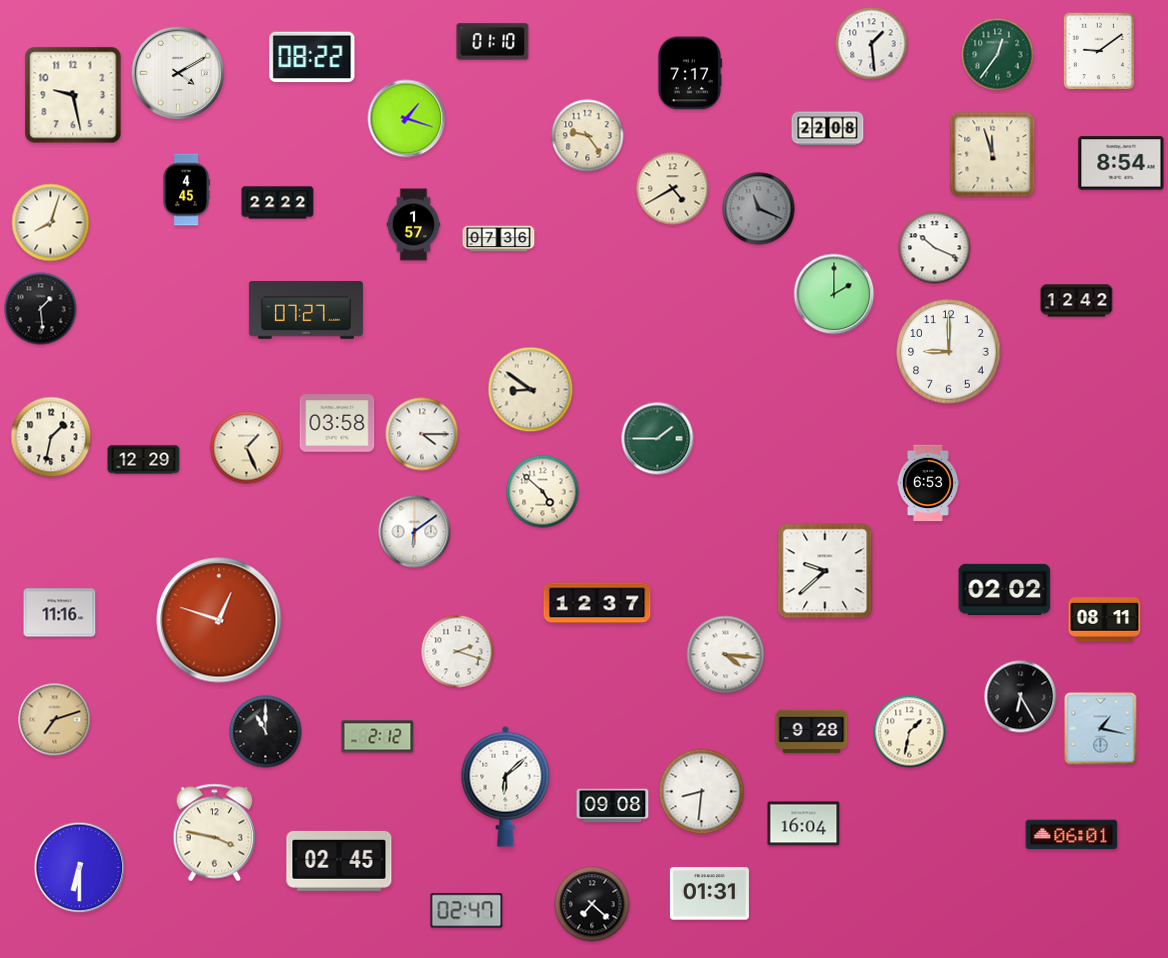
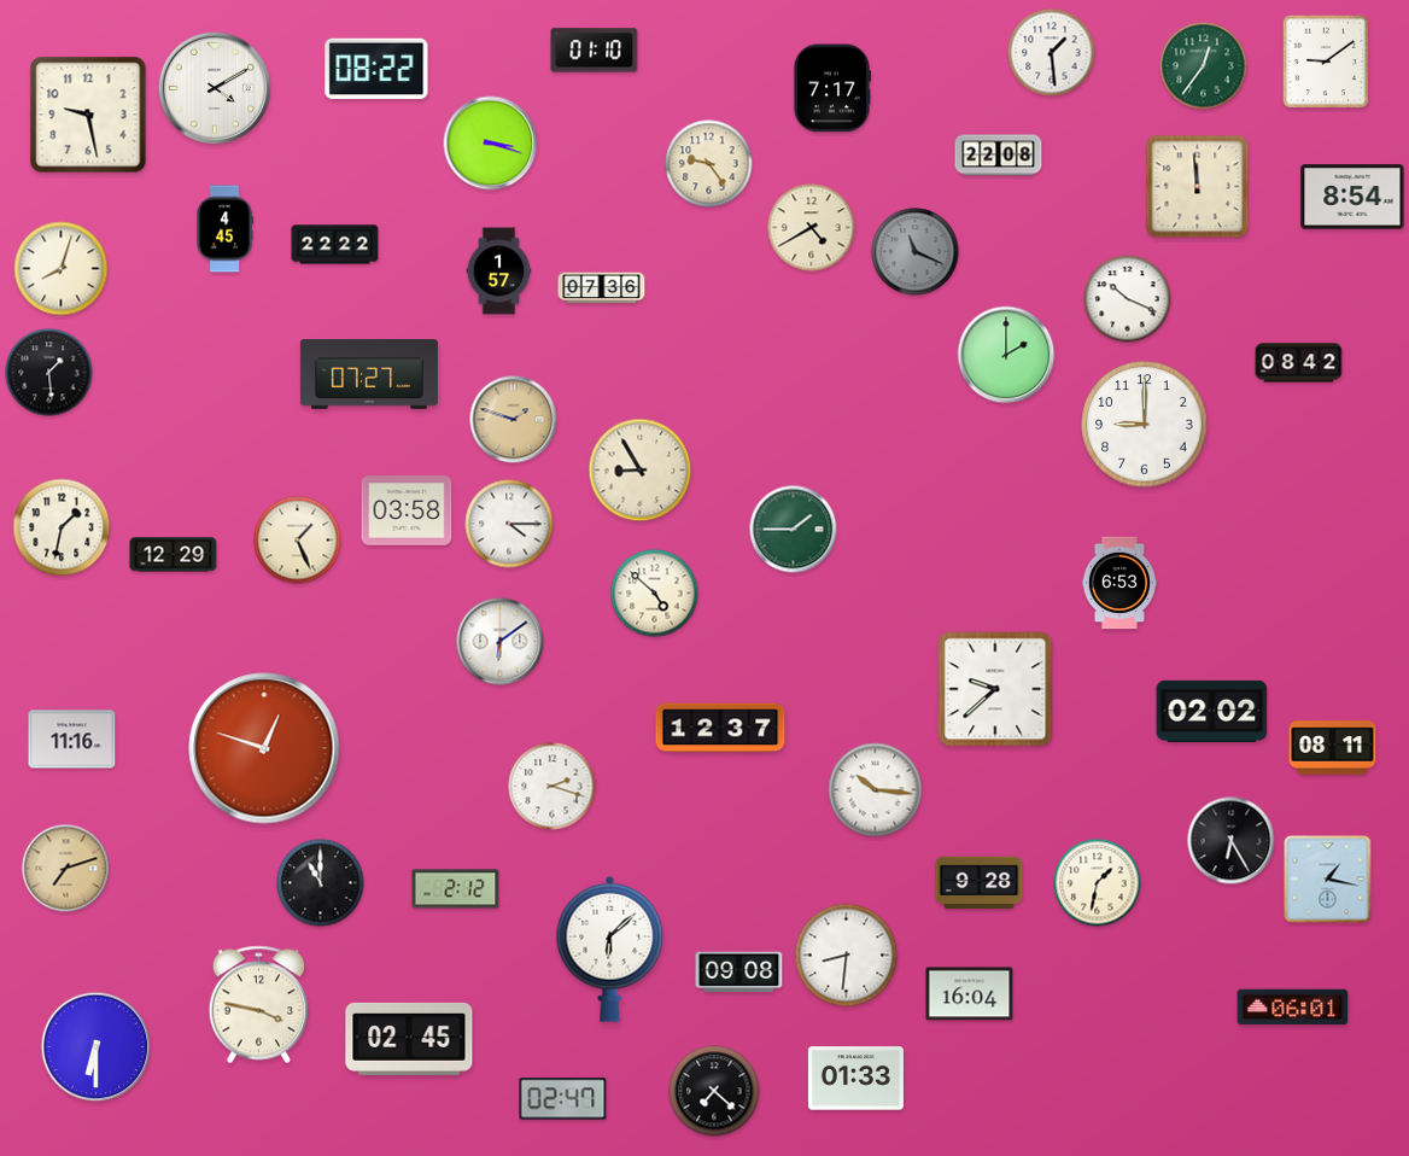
clock at (407, 119): 1:18 -> 3:18
clock at (993, 155): 11:57 -> 11:59
clock at (1077, 301): 12:42 -> 08:42
clock at (514, 420): none -> 1:48
clock at (531, 390): 8:51 -> 8:55
clock at (726, 655): 4:16 -> 10:16
clock at (709, 894): 01:31 -> 01:33
